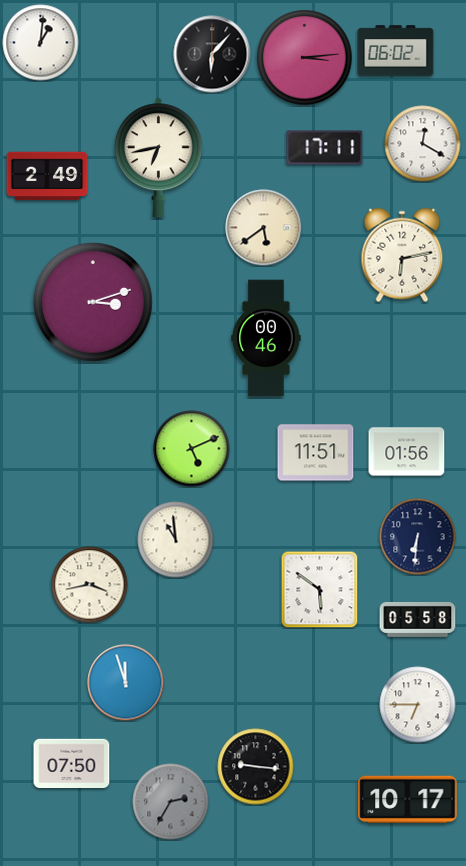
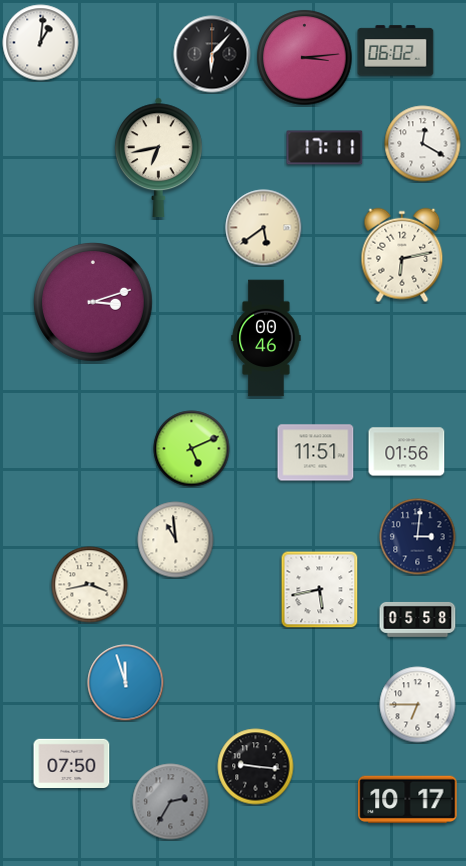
clock at (47, 176): 2:49 -> none
clock at (418, 537): 6:31 -> 3:01
clock at (319, 589): 5:51 -> 5:43
